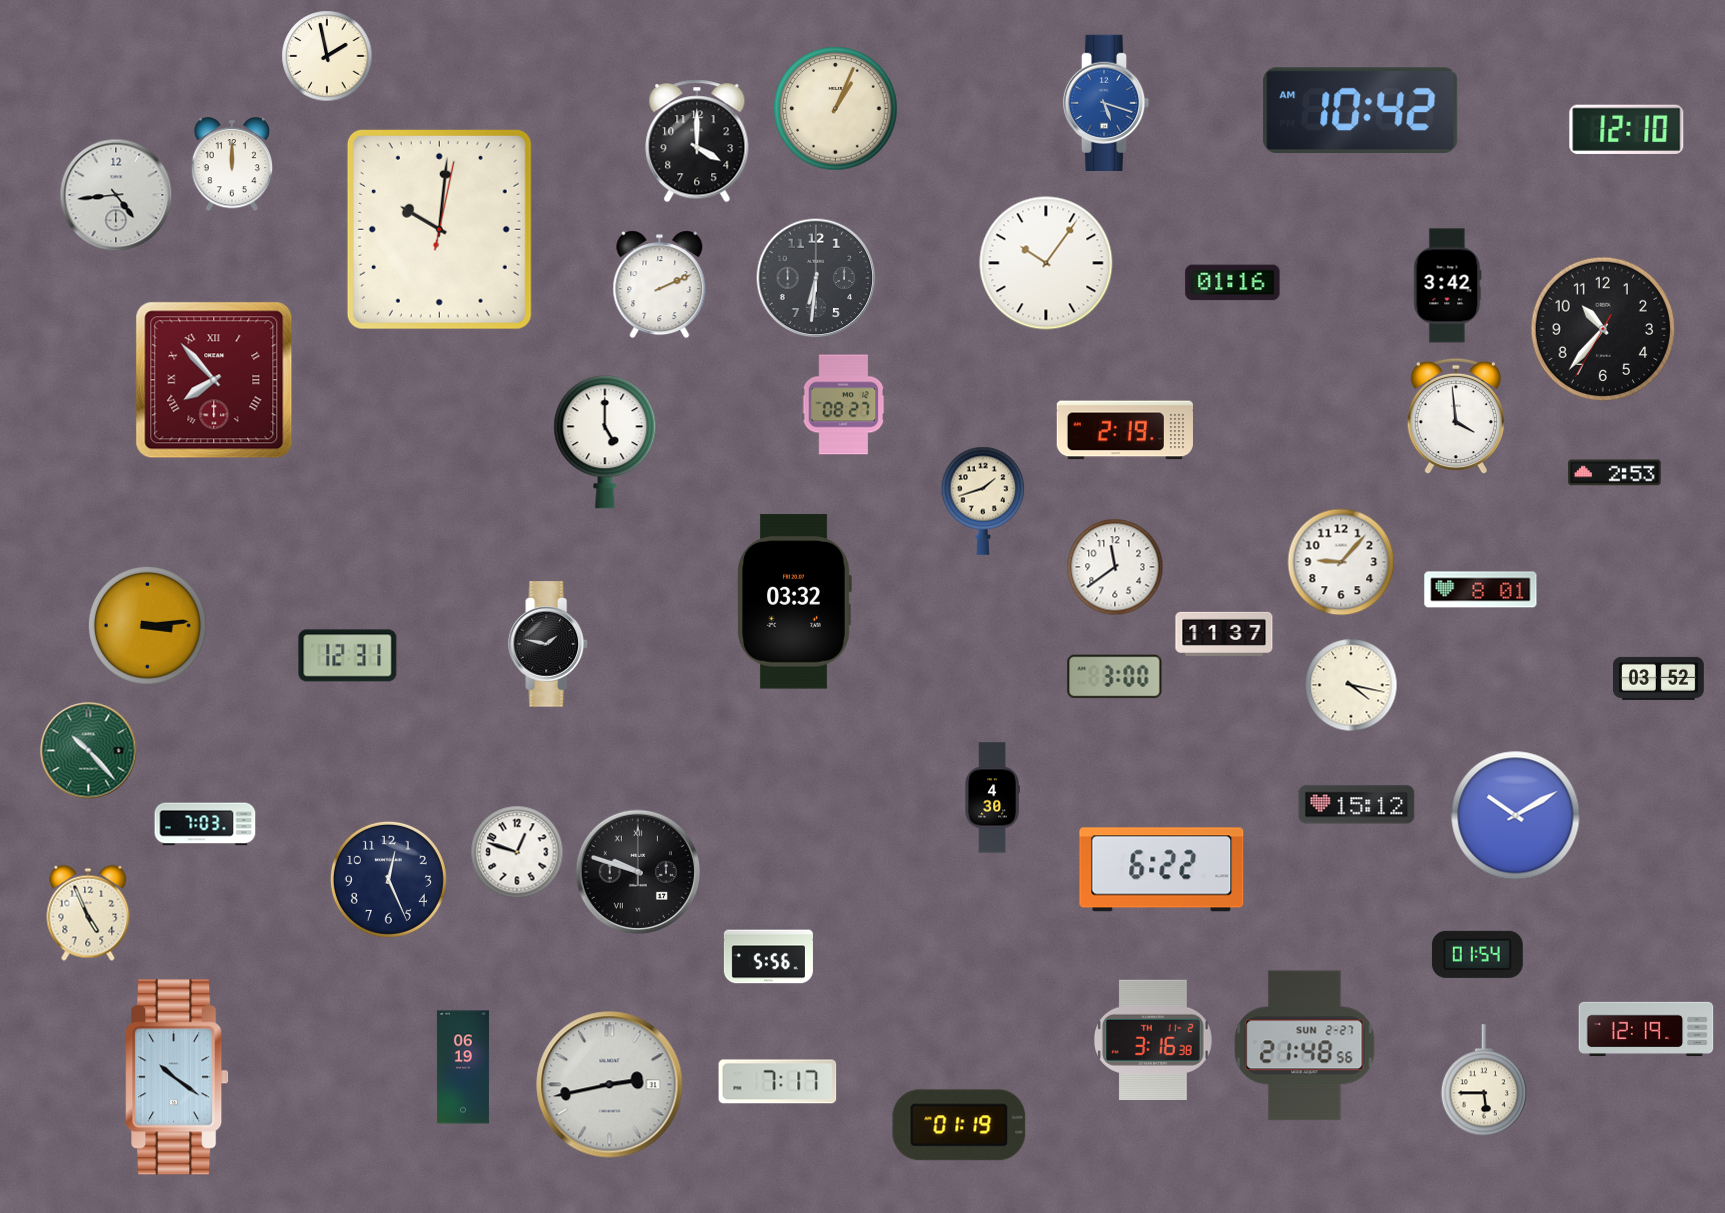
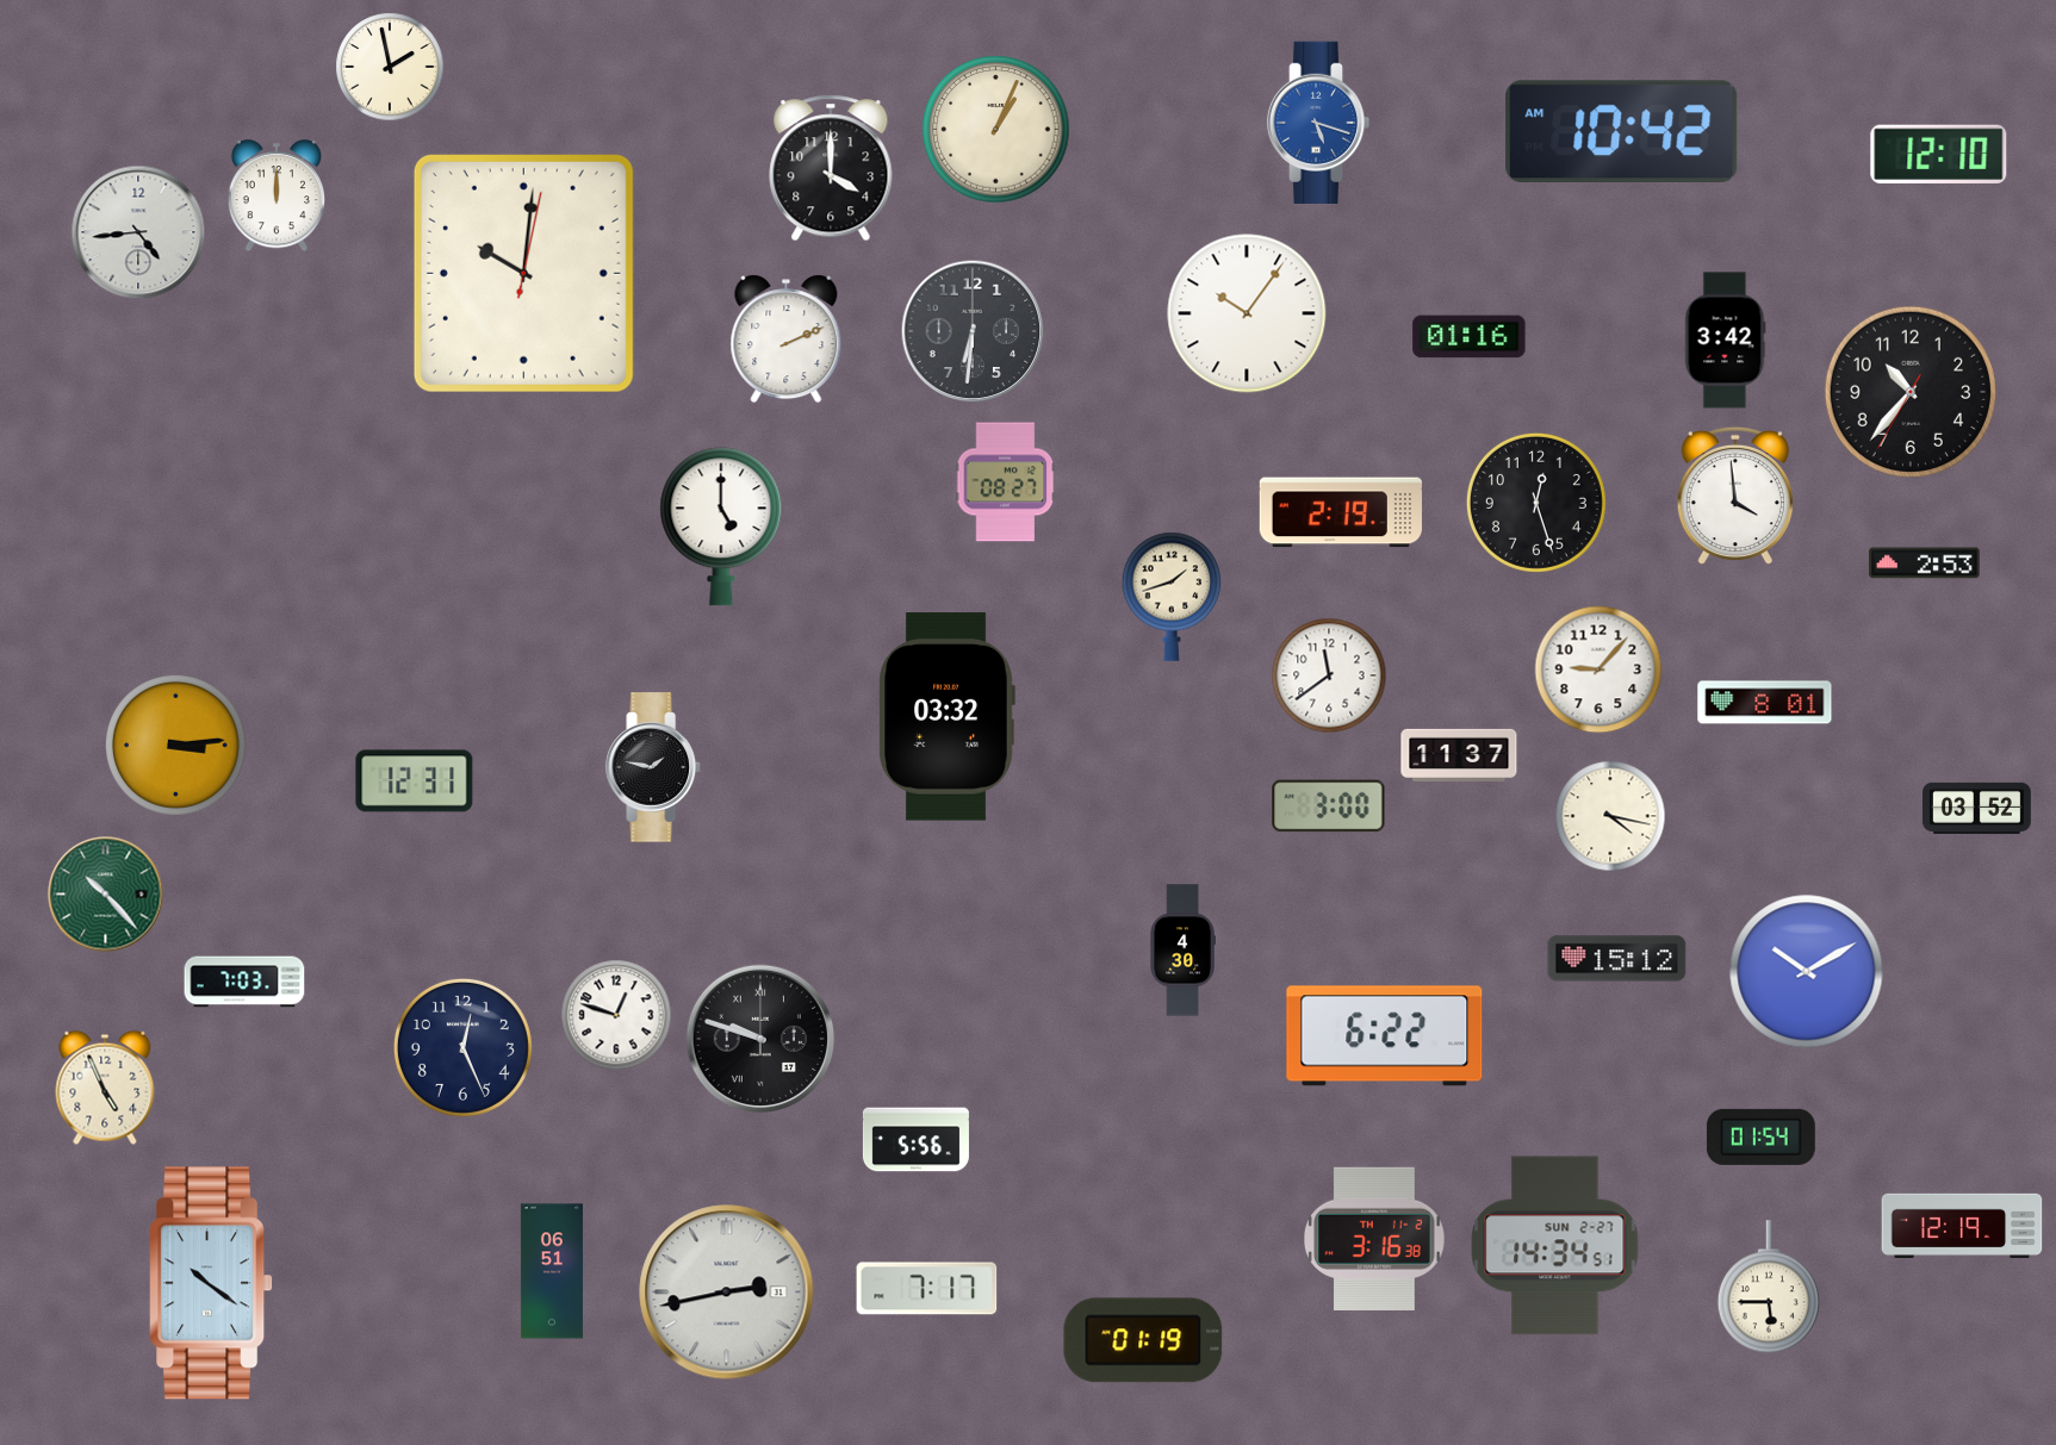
clock at (214, 380): 7:53 -> none
clock at (1536, 503): none -> 12:27
clock at (1305, 1046): 21:48 -> 14:34
clock at (463, 1067): 06:19 -> 06:51
